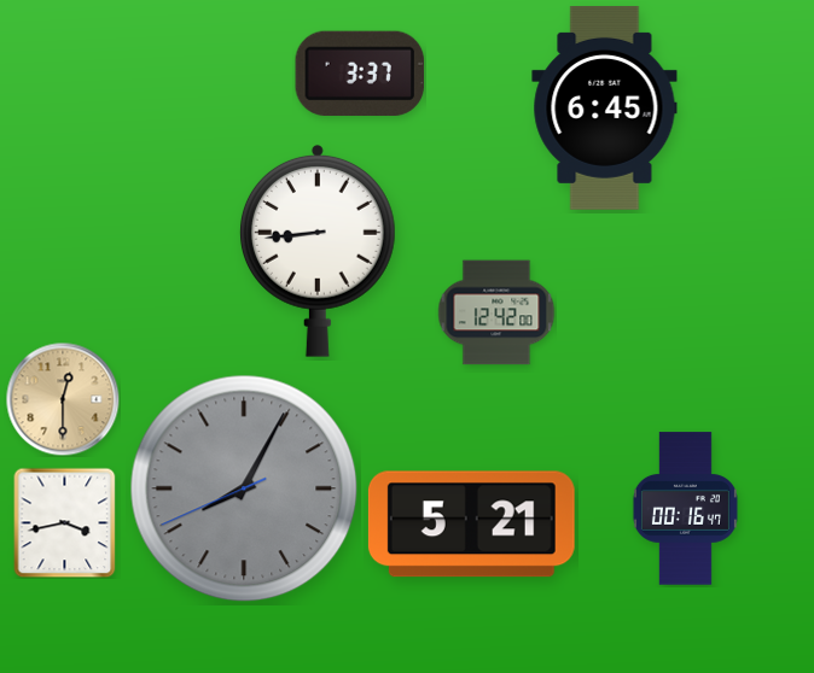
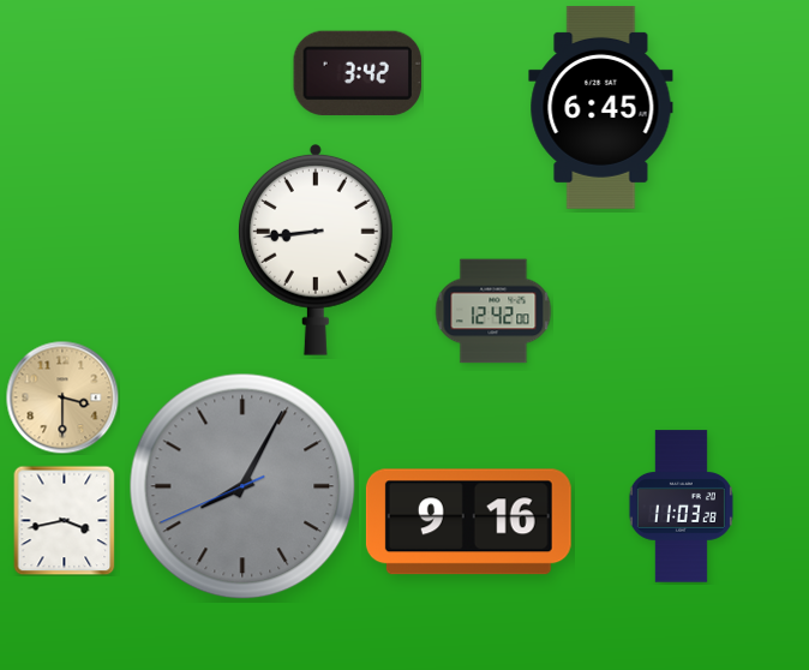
clock at (360, 74): 3:37 -> 3:42
clock at (63, 399): 12:30 -> 3:30
clock at (685, 509): 00:16 -> 11:03
clock at (471, 525): 5:21 -> 9:16
